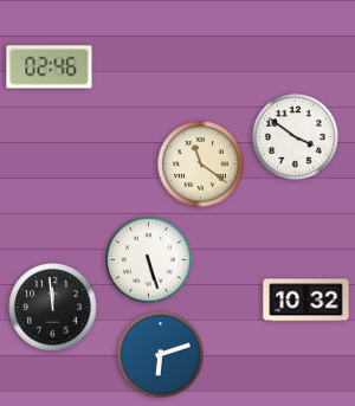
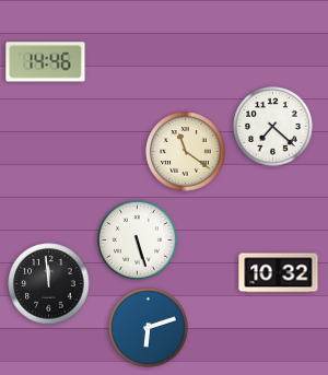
clock at (50, 67): 02:46 -> 14:46
clock at (296, 137): 3:51 -> 7:22
clock at (306, 301) position: (306, 301) -> (279, 273)
